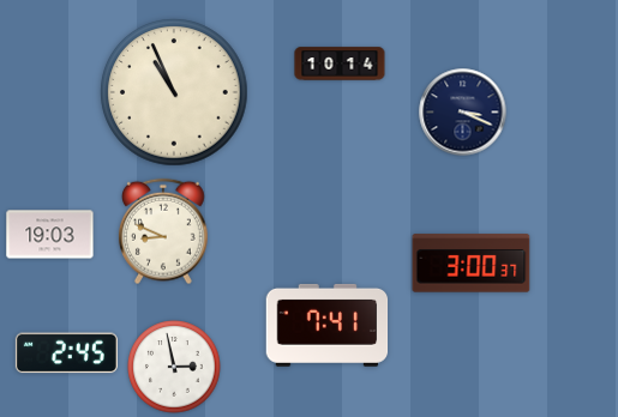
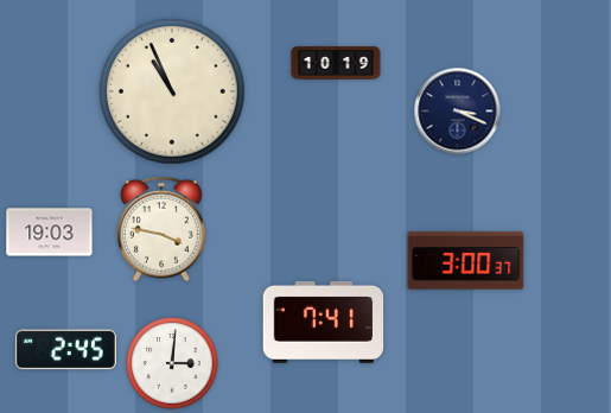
clock at (340, 64): 10:14 -> 10:19
clock at (163, 231): 8:49 -> 3:47
clock at (174, 367): 2:58 -> 3:01
